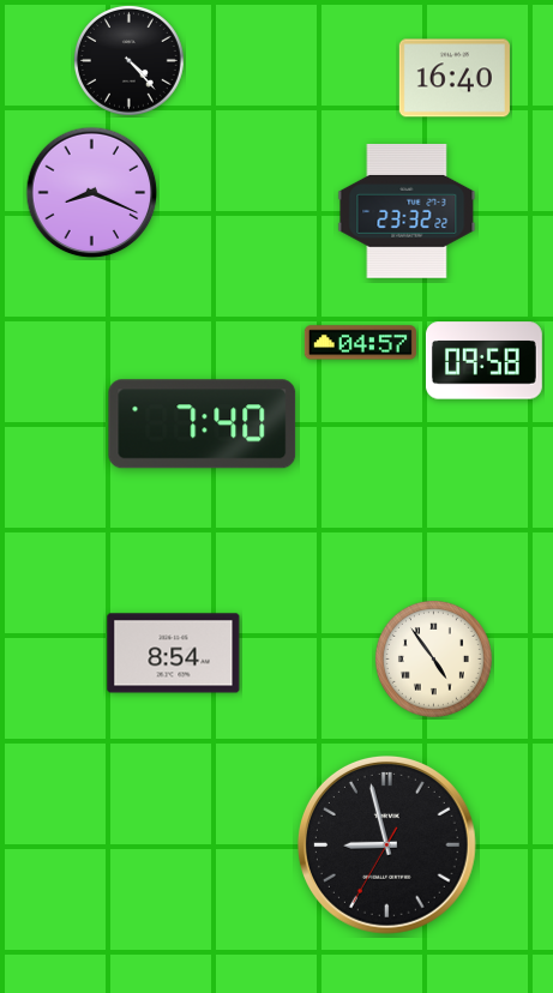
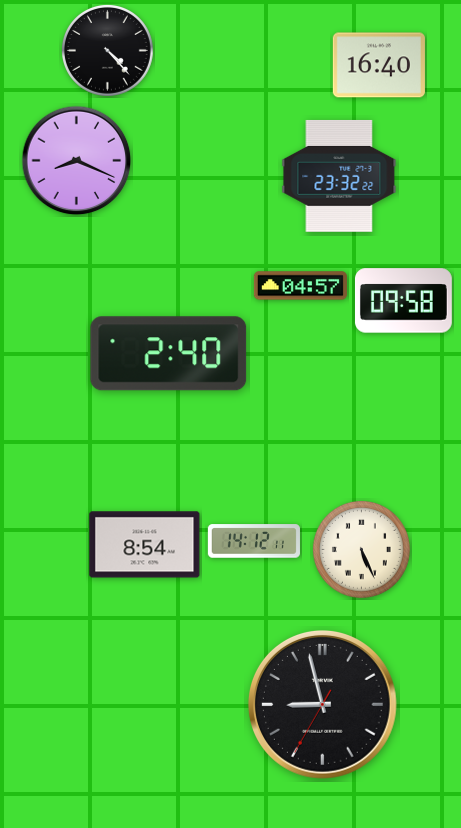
clock at (203, 425): 7:40 -> 2:40
clock at (254, 541): none -> 14:12
clock at (433, 658): 4:54 -> 5:26
